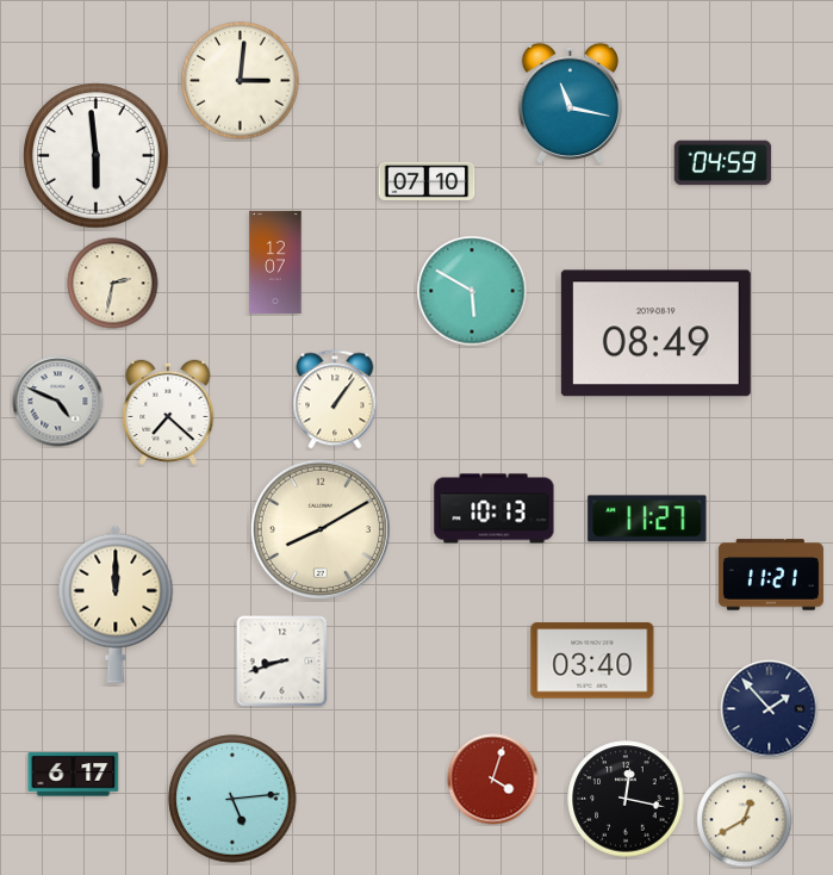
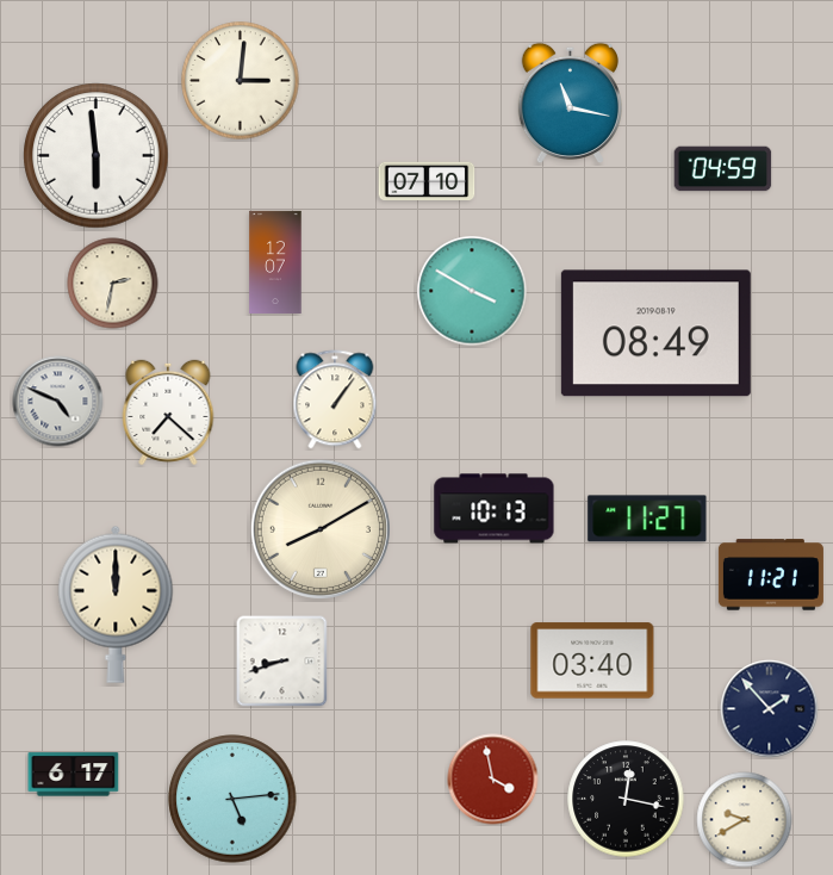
clock at (723, 163) position: (723, 163) -> (723, 169)
clock at (472, 291): 5:50 -> 3:50
clock at (493, 780): 4:03 -> 3:58
clock at (745, 820): 12:40 -> 9:40
